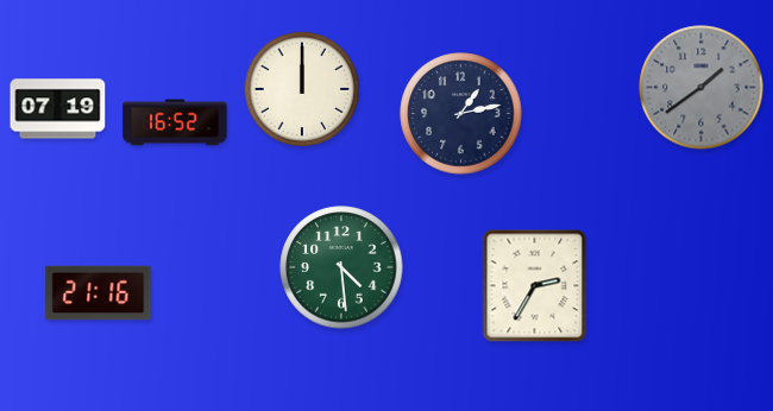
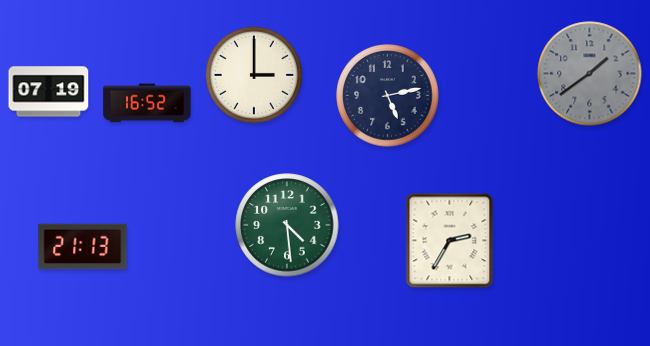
clock at (302, 89): 12:00 -> 3:00
clock at (461, 114): 1:13 -> 5:13
clock at (99, 293): 21:16 -> 21:13
